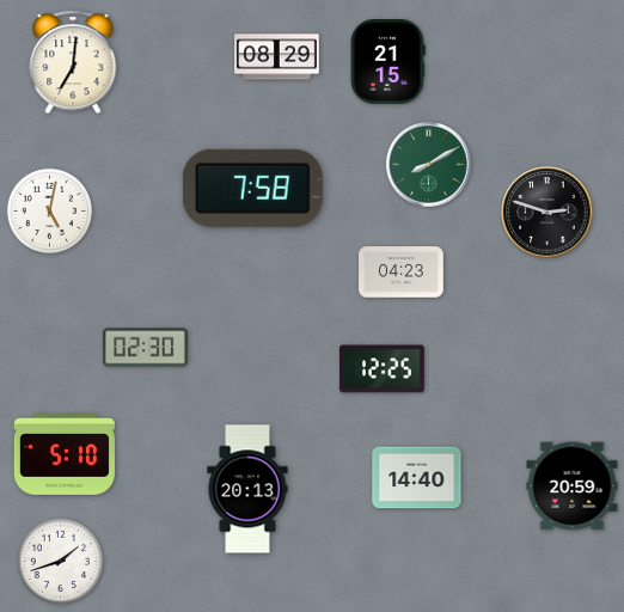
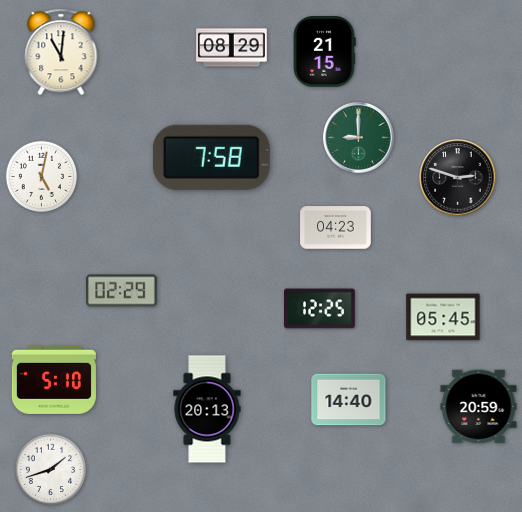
clock at (73, 62): 7:01 -> 11:01
clock at (429, 165): 8:10 -> 9:00
clock at (146, 348): 02:30 -> 02:29
clock at (443, 317): none -> 05:45
